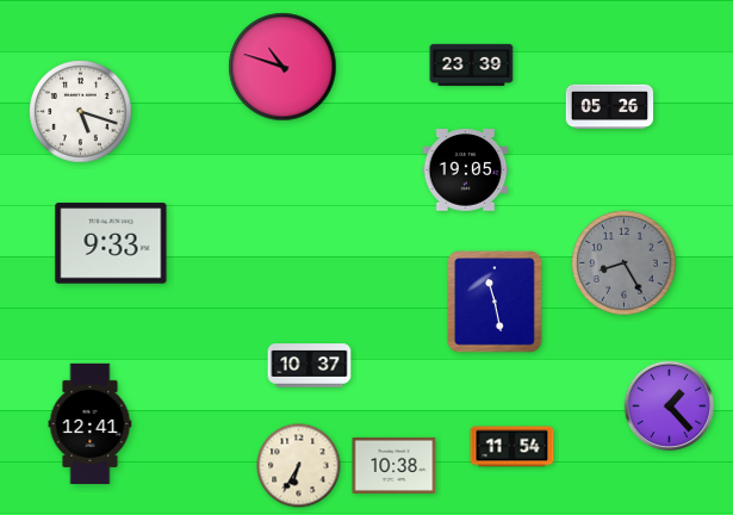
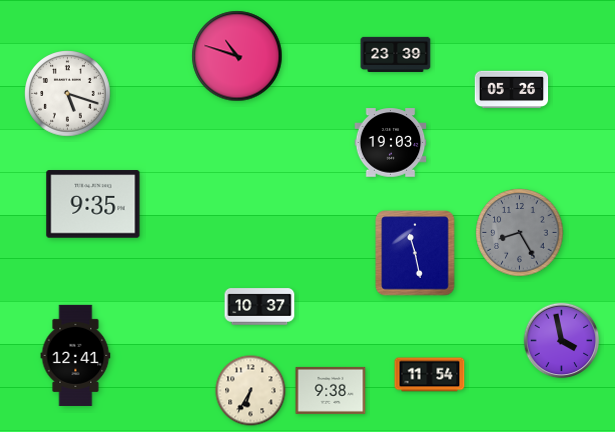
clock at (466, 170): 19:05 -> 19:03
clock at (111, 243): 9:33 -> 9:35
clock at (625, 263) position: (625, 263) -> (520, 233)
clock at (670, 407): 1:23 -> 3:58
clock at (395, 465): 10:38 -> 9:38
